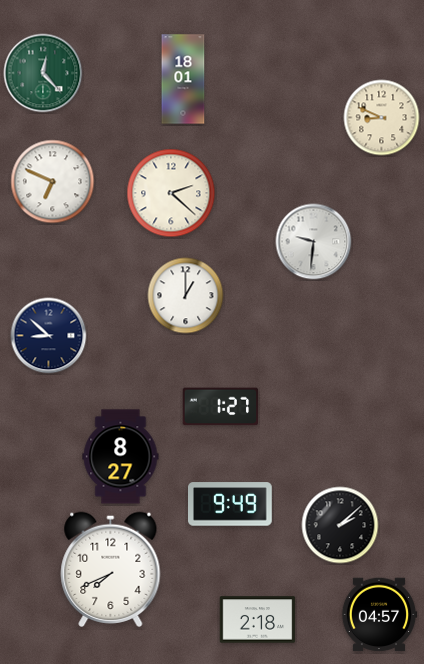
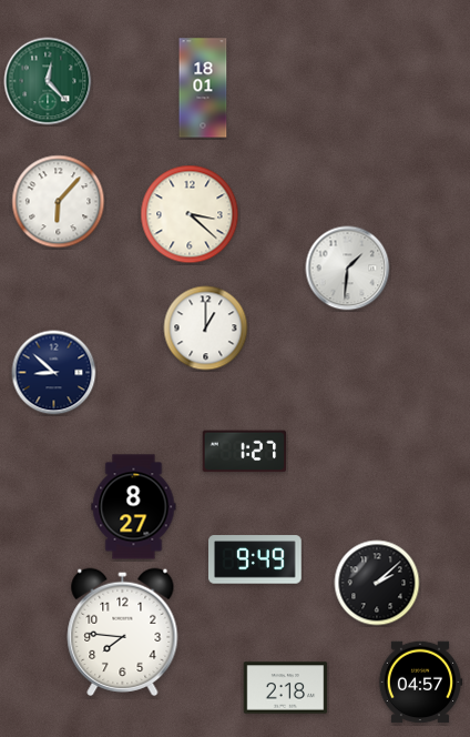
clock at (382, 118): 8:49 -> none
clock at (53, 182): 6:49 -> 6:07
clock at (171, 193): 2:22 -> 3:22
clock at (314, 242): 9:31 -> 1:31
clock at (111, 569): 7:41 -> 7:46
